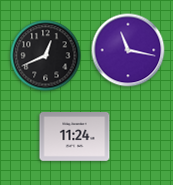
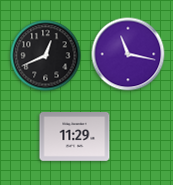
clock at (128, 50) position: (128, 50) -> (128, 54)
clock at (75, 137): 11:24 -> 11:29
